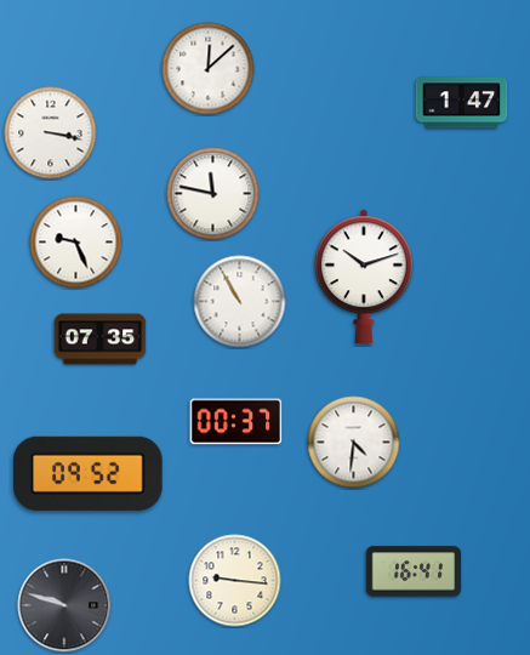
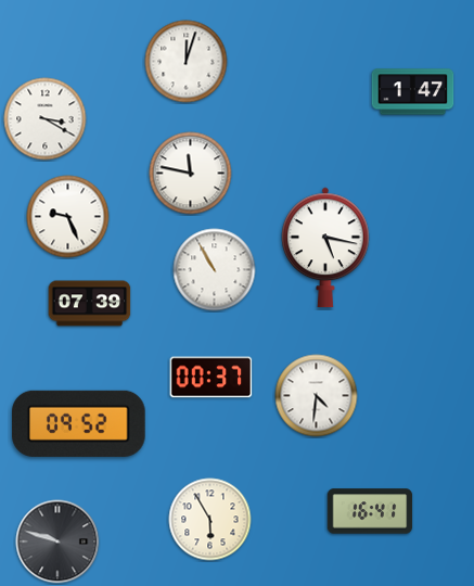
clock at (209, 69): 12:08 -> 12:03
clock at (51, 133): 3:17 -> 3:20
clock at (364, 277): 10:12 -> 5:17
clock at (101, 340): 07:35 -> 07:39
clock at (235, 581): 9:16 -> 5:55
